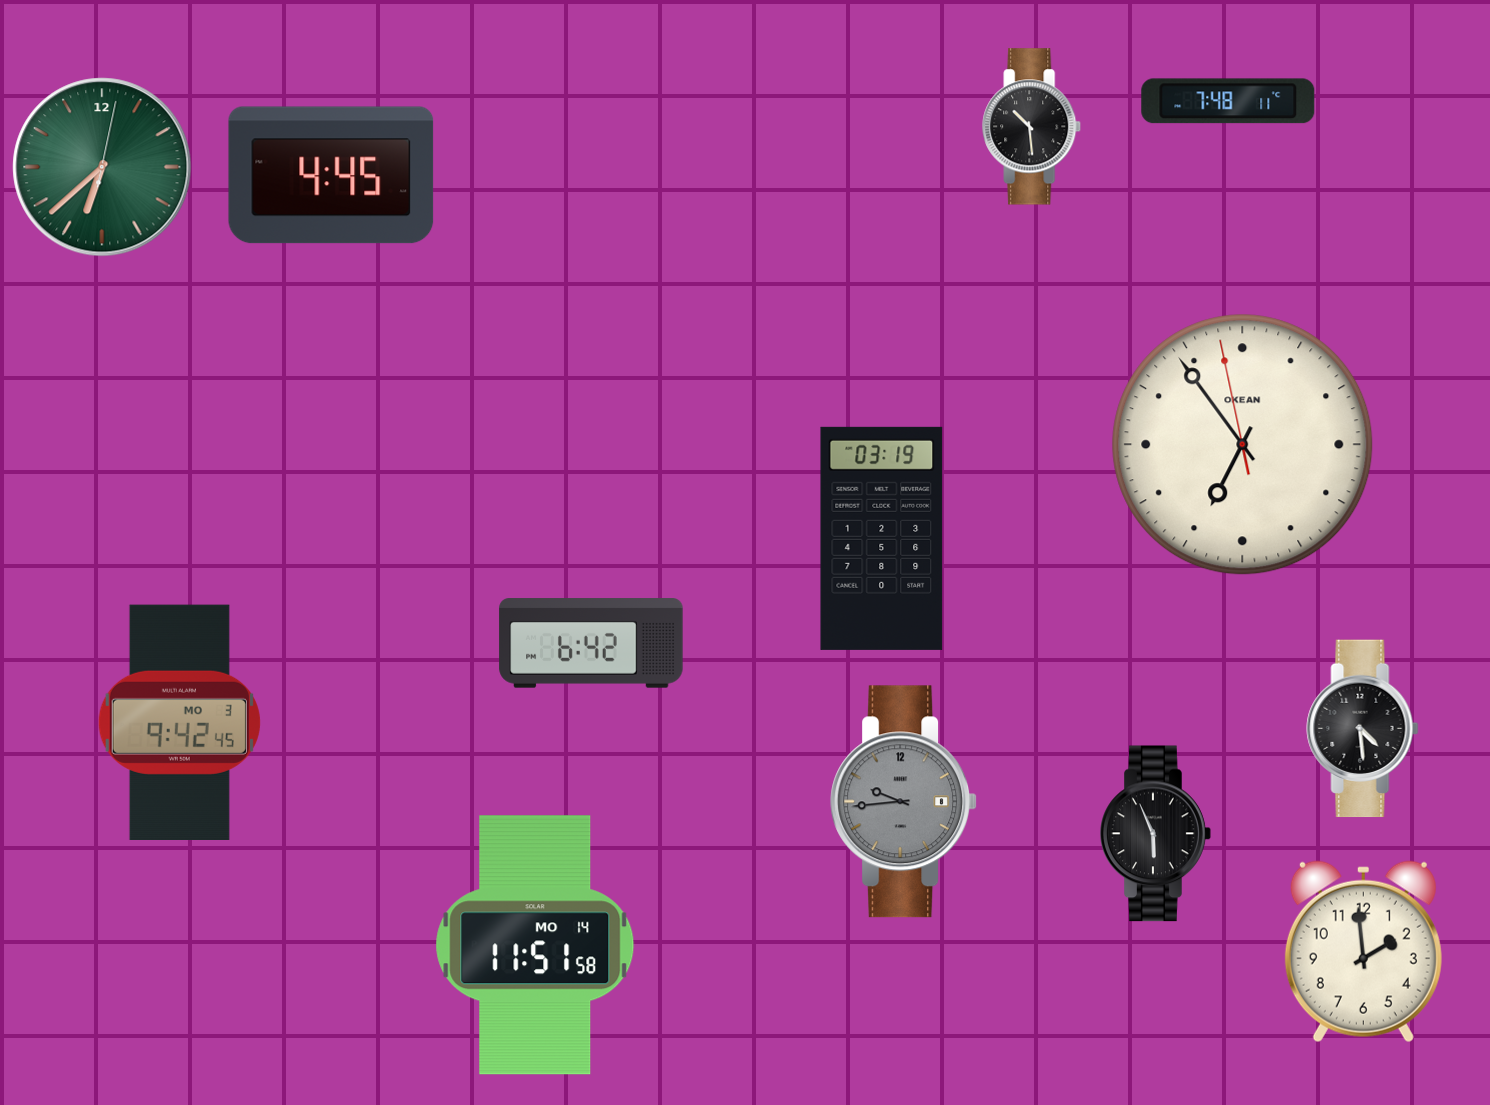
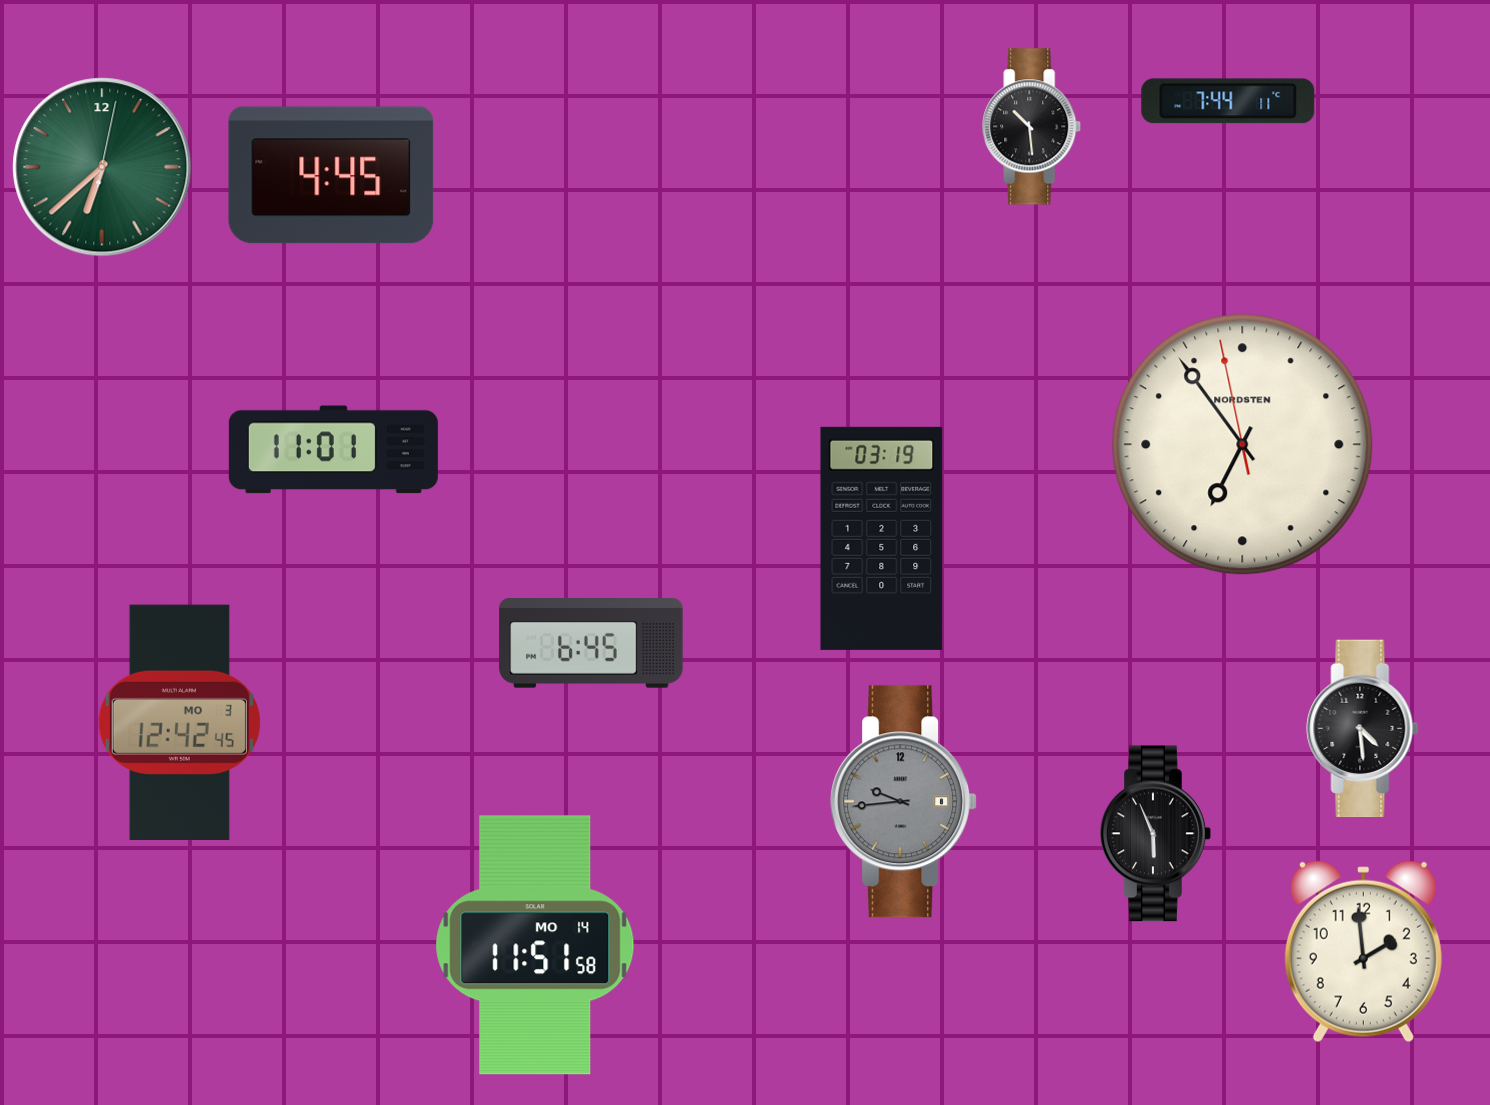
clock at (1228, 101): 7:48 -> 7:44
clock at (1243, 445) brand: OKEAN -> NORDSTEN
clock at (333, 450): none -> 11:01
clock at (591, 643): 6:42 -> 6:45
clock at (179, 722): 9:42 -> 12:42
